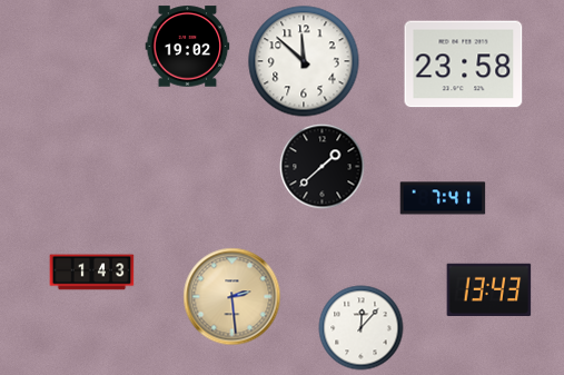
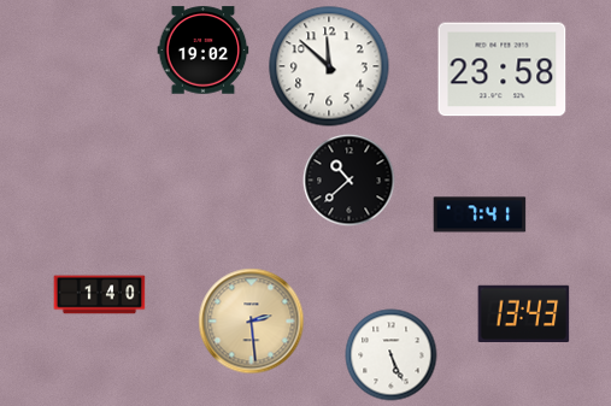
clock at (323, 167): 1:38 -> 10:38
clock at (92, 273): 1:43 -> 1:40
clock at (489, 289) position: (489, 289) -> (524, 313)
clock at (362, 328): 12:07 -> 5:26
